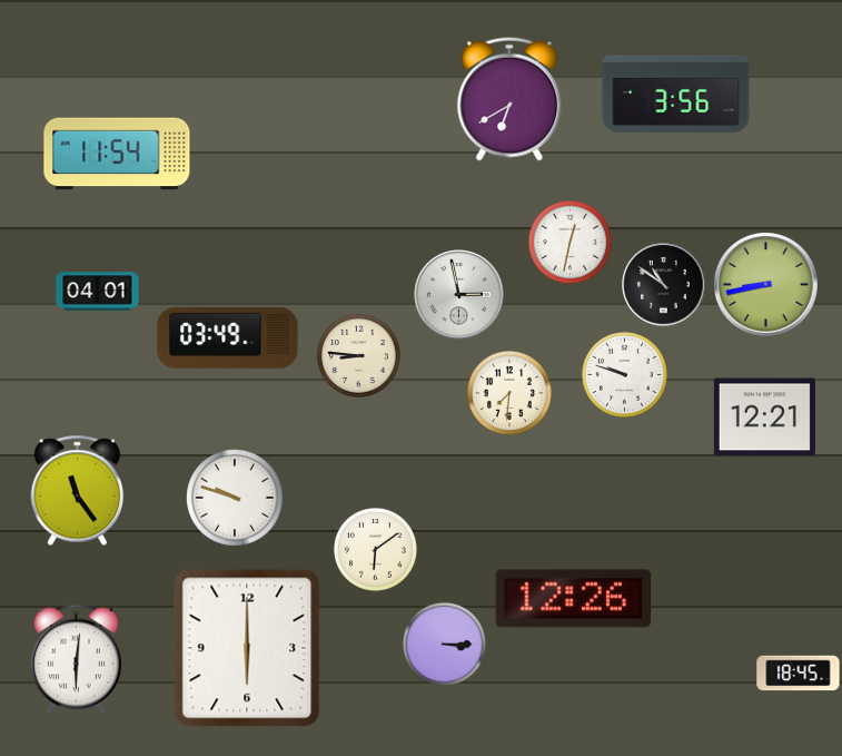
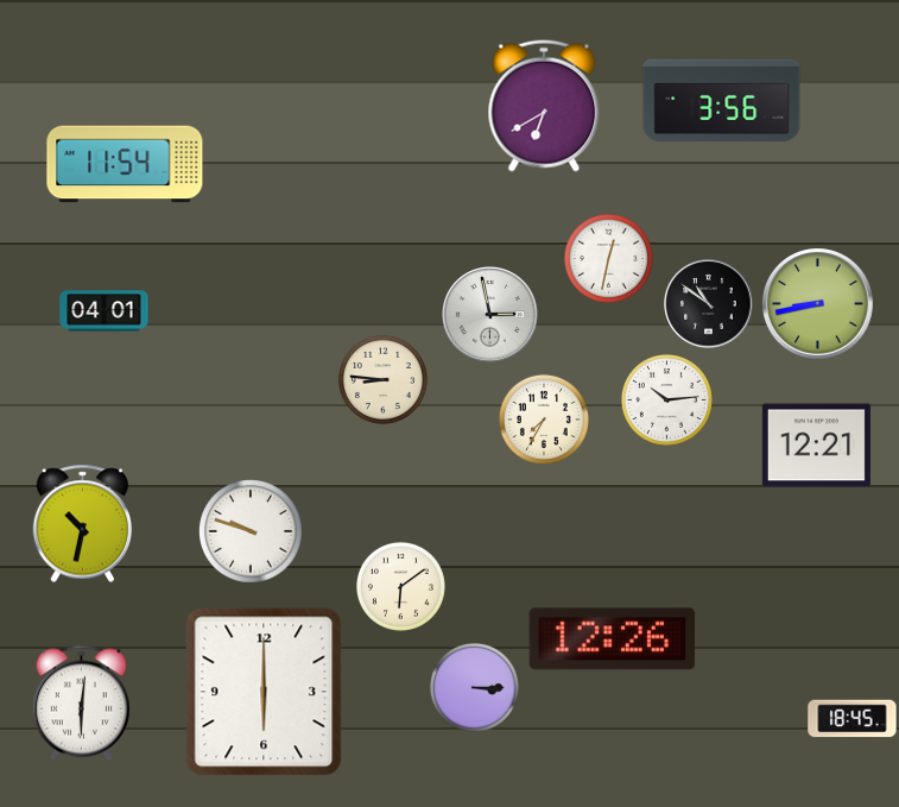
clock at (228, 337): 03:49 -> none
clock at (624, 374): 9:48 -> 10:14
clock at (509, 393): 7:31 -> 7:35
clock at (78, 491): 11:24 -> 10:32
